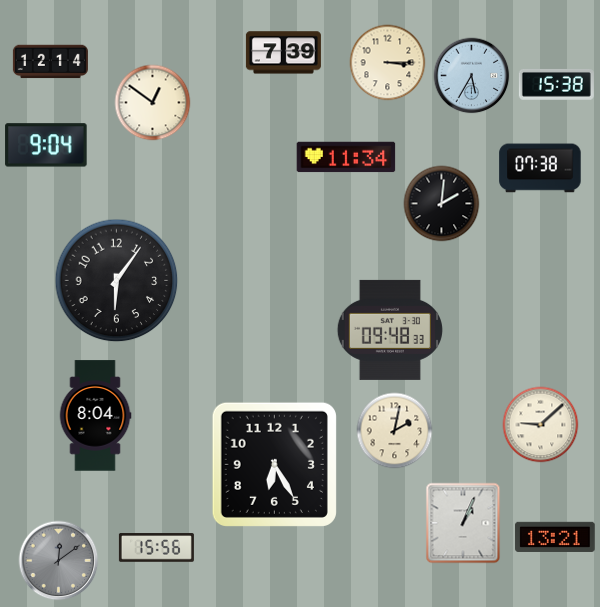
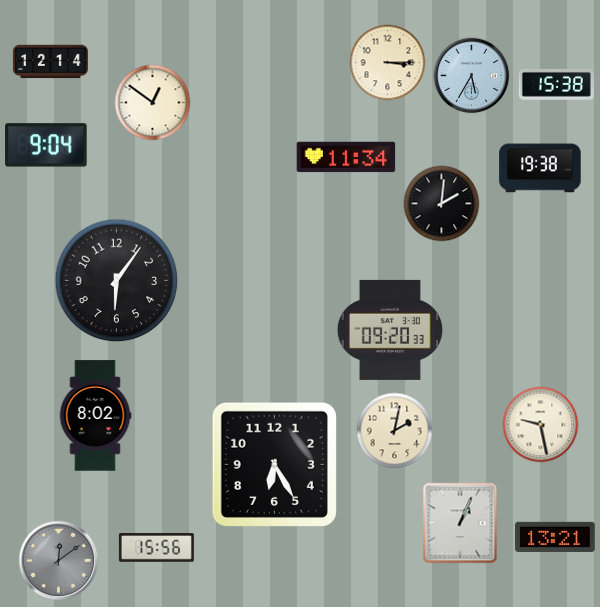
clock at (283, 53): 7:39 -> none
clock at (540, 168): 07:38 -> 19:38
clock at (390, 330): 09:48 -> 09:20
clock at (95, 416): 8:04 -> 8:02
clock at (541, 425): 9:08 -> 9:28
clock at (463, 523) position: (463, 523) -> (460, 523)
